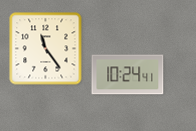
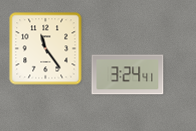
clock at (128, 75): 10:24 -> 3:24
